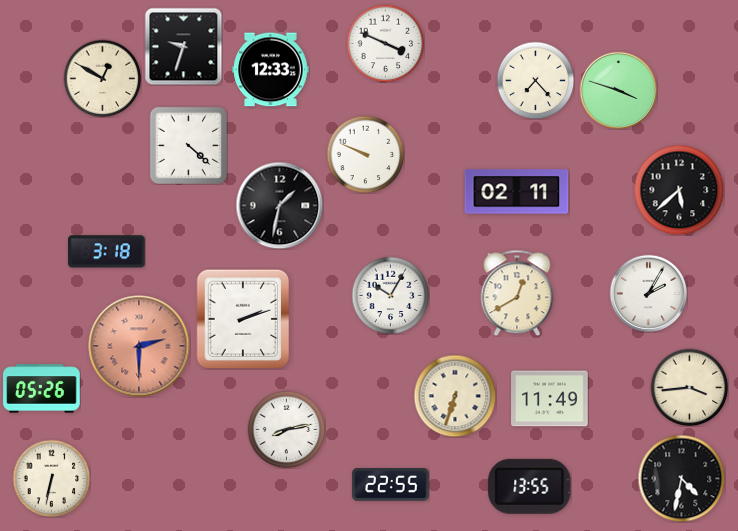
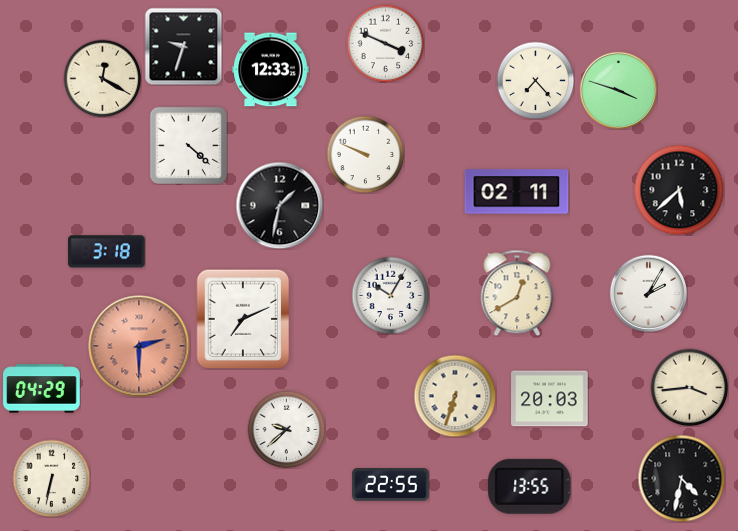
clock at (102, 78): 12:50 -> 12:20
clock at (243, 319): 2:12 -> 7:11
clock at (42, 389): 05:26 -> 04:29
clock at (550, 399): 11:49 -> 20:03
clock at (286, 429): 8:13 -> 9:38
